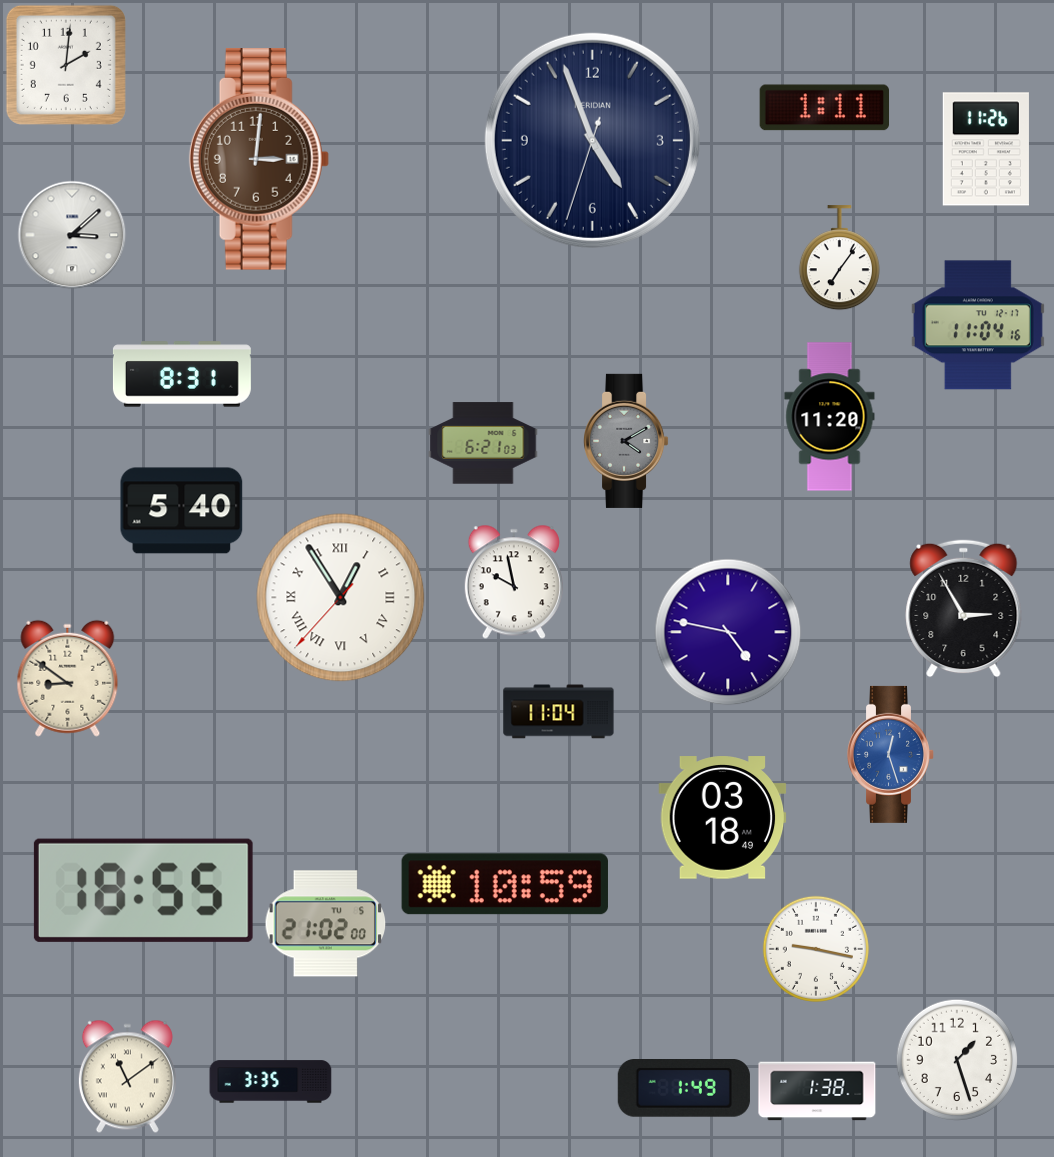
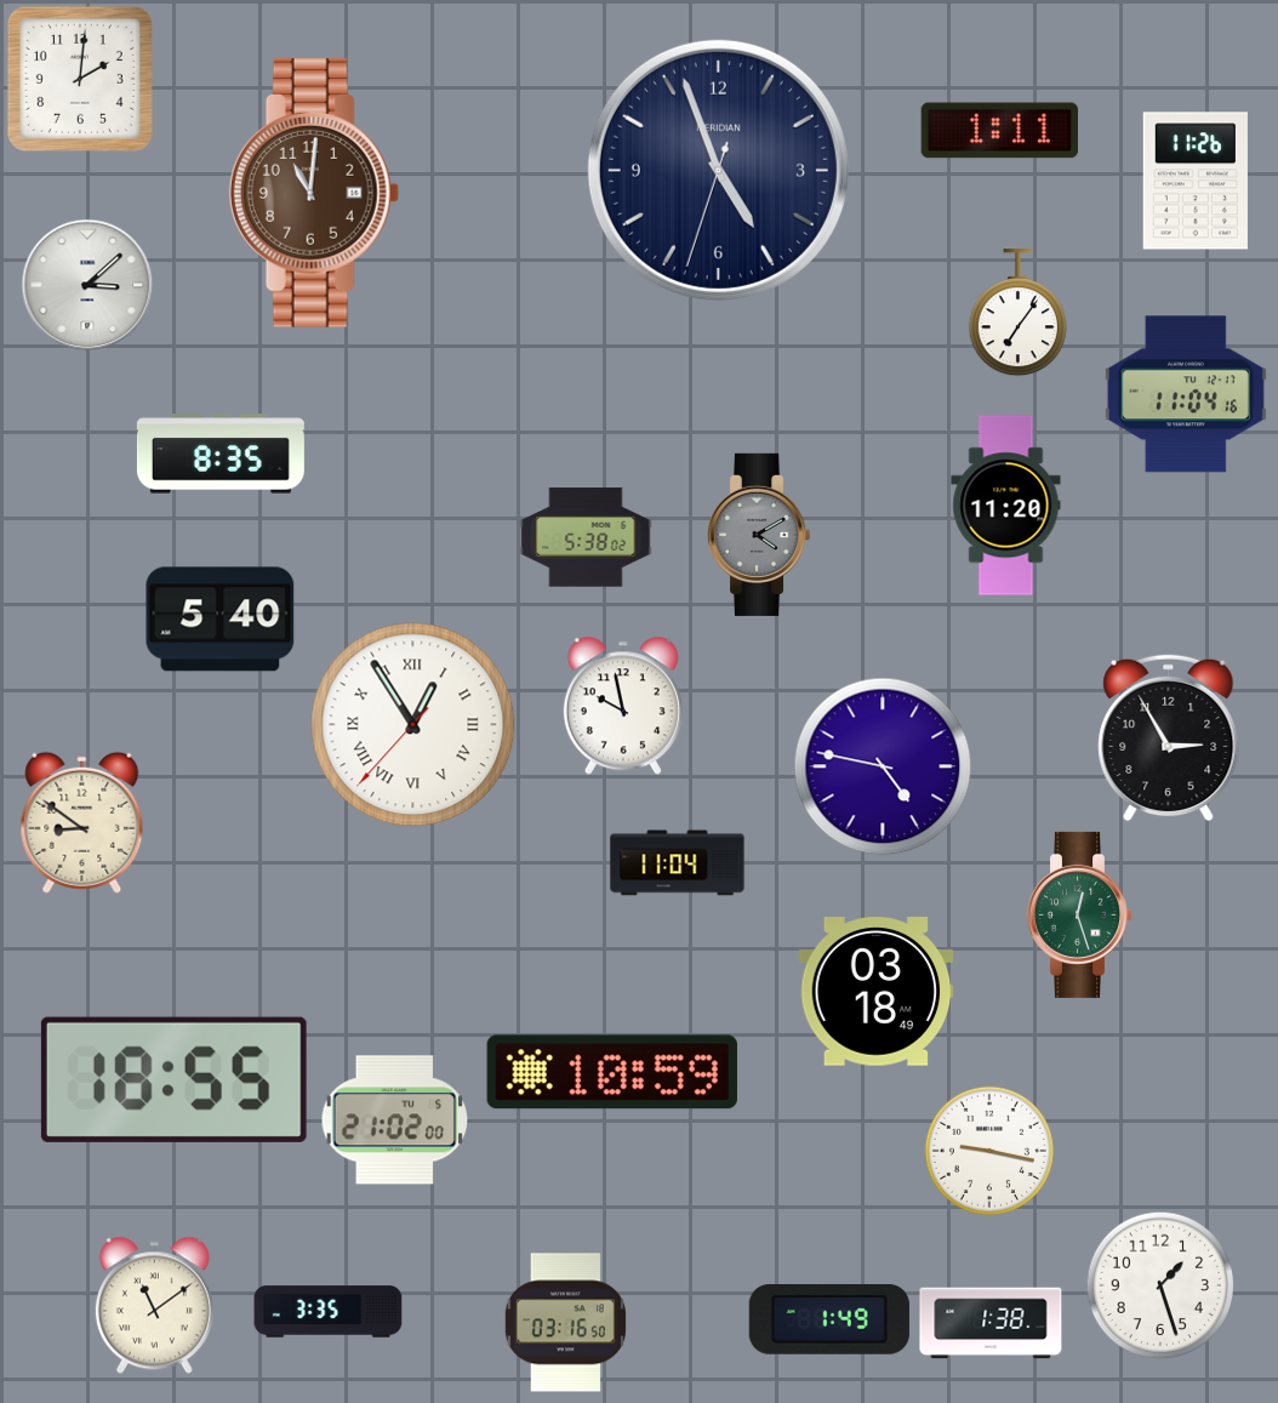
clock at (259, 160): 3:01 -> 11:01
clock at (182, 374): 8:31 -> 8:35
clock at (483, 443): 6:21 -> 5:38
clock at (891, 754) dial: blue -> green
clock at (565, 1323): none -> 03:16
